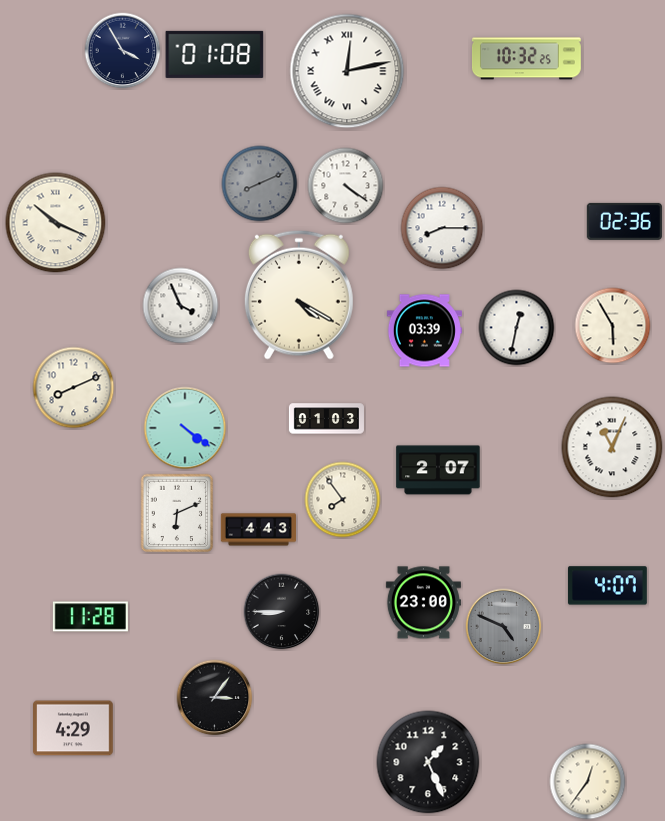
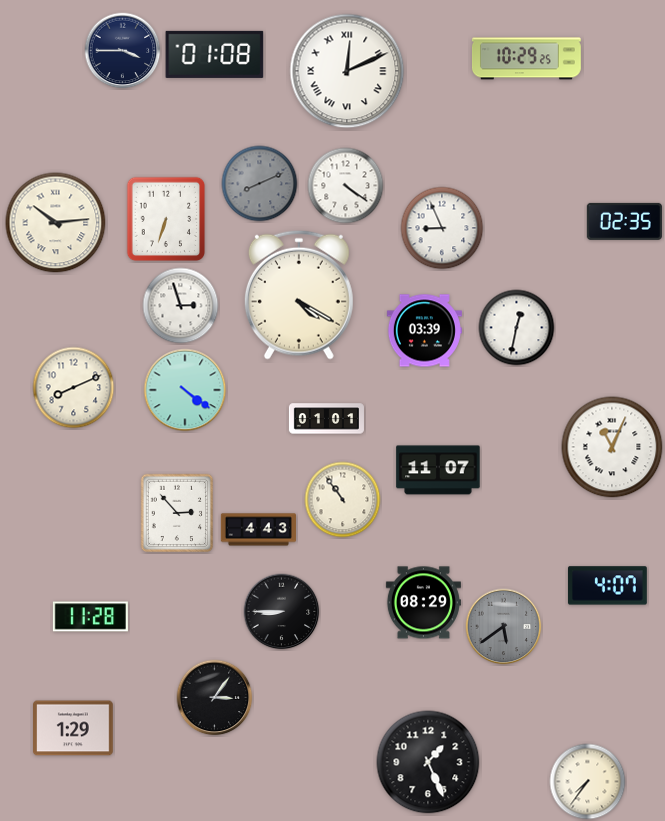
clock at (123, 51): 3:55 -> 3:45
clock at (526, 59): 10:32 -> 10:29
clock at (347, 71): 12:13 -> 12:11
clock at (166, 219): none -> 6:33
clock at (624, 221): 02:36 -> 02:35
clock at (56, 223): 10:19 -> 10:14
clock at (442, 228): 8:15 -> 8:56
clock at (181, 306): 3:56 -> 2:57
clock at (613, 326): 5:55 -> none
clock at (326, 419): 01:03 -> 01:01
clock at (185, 428) position: (185, 428) -> (185, 390)
clock at (438, 470): 2:07 -> 11:07
clock at (343, 500): 7:54 -> 10:54
clock at (177, 513): 6:11 -> 2:53
clock at (423, 603): 23:00 -> 08:29
clock at (504, 627): 4:49 -> 5:39
clock at (74, 728): 4:29 -> 1:29
clock at (588, 782): 12:36 -> 7:36
